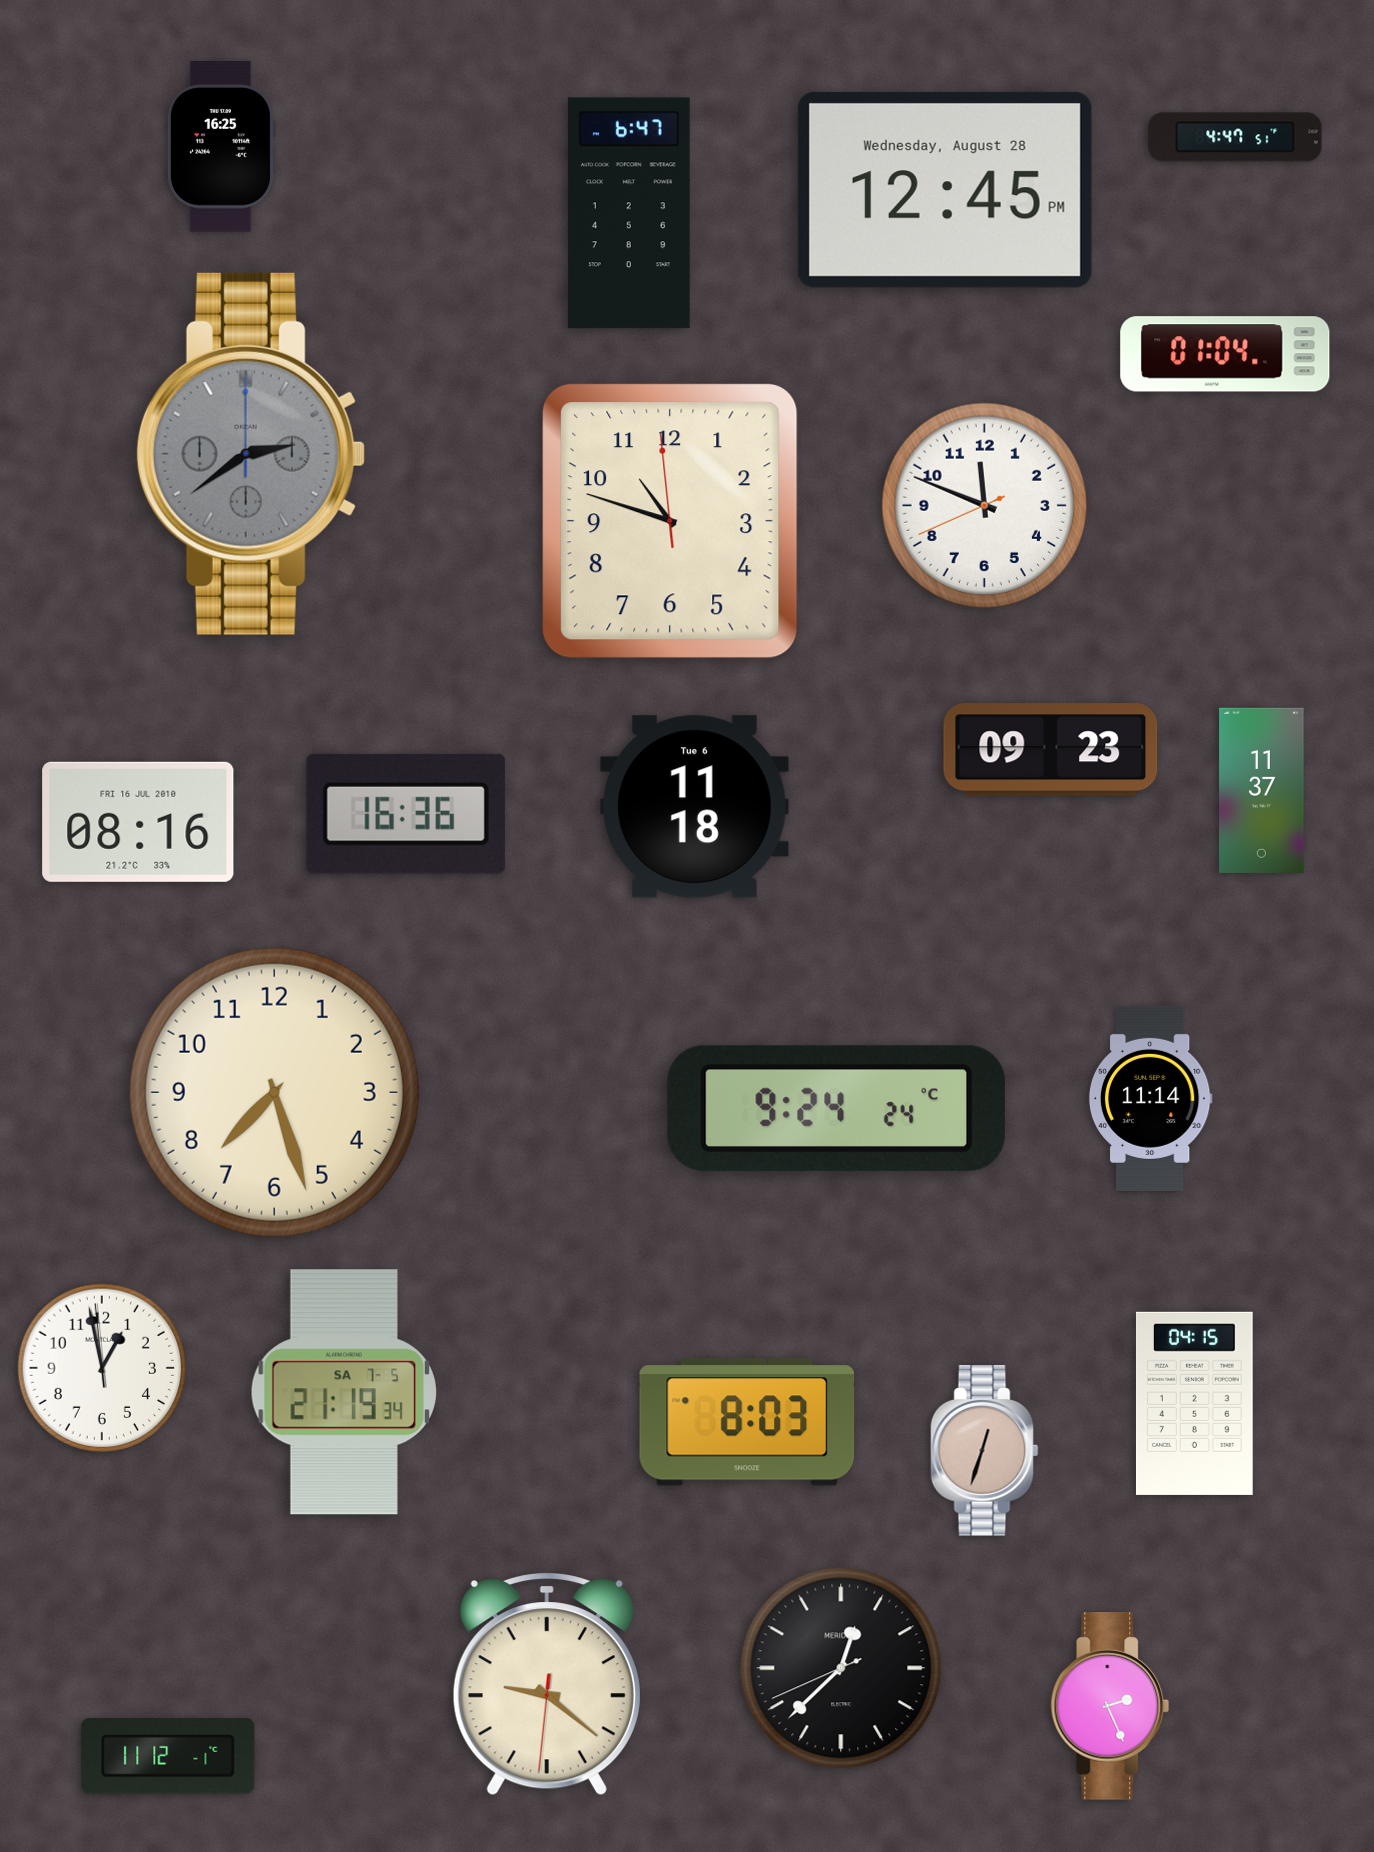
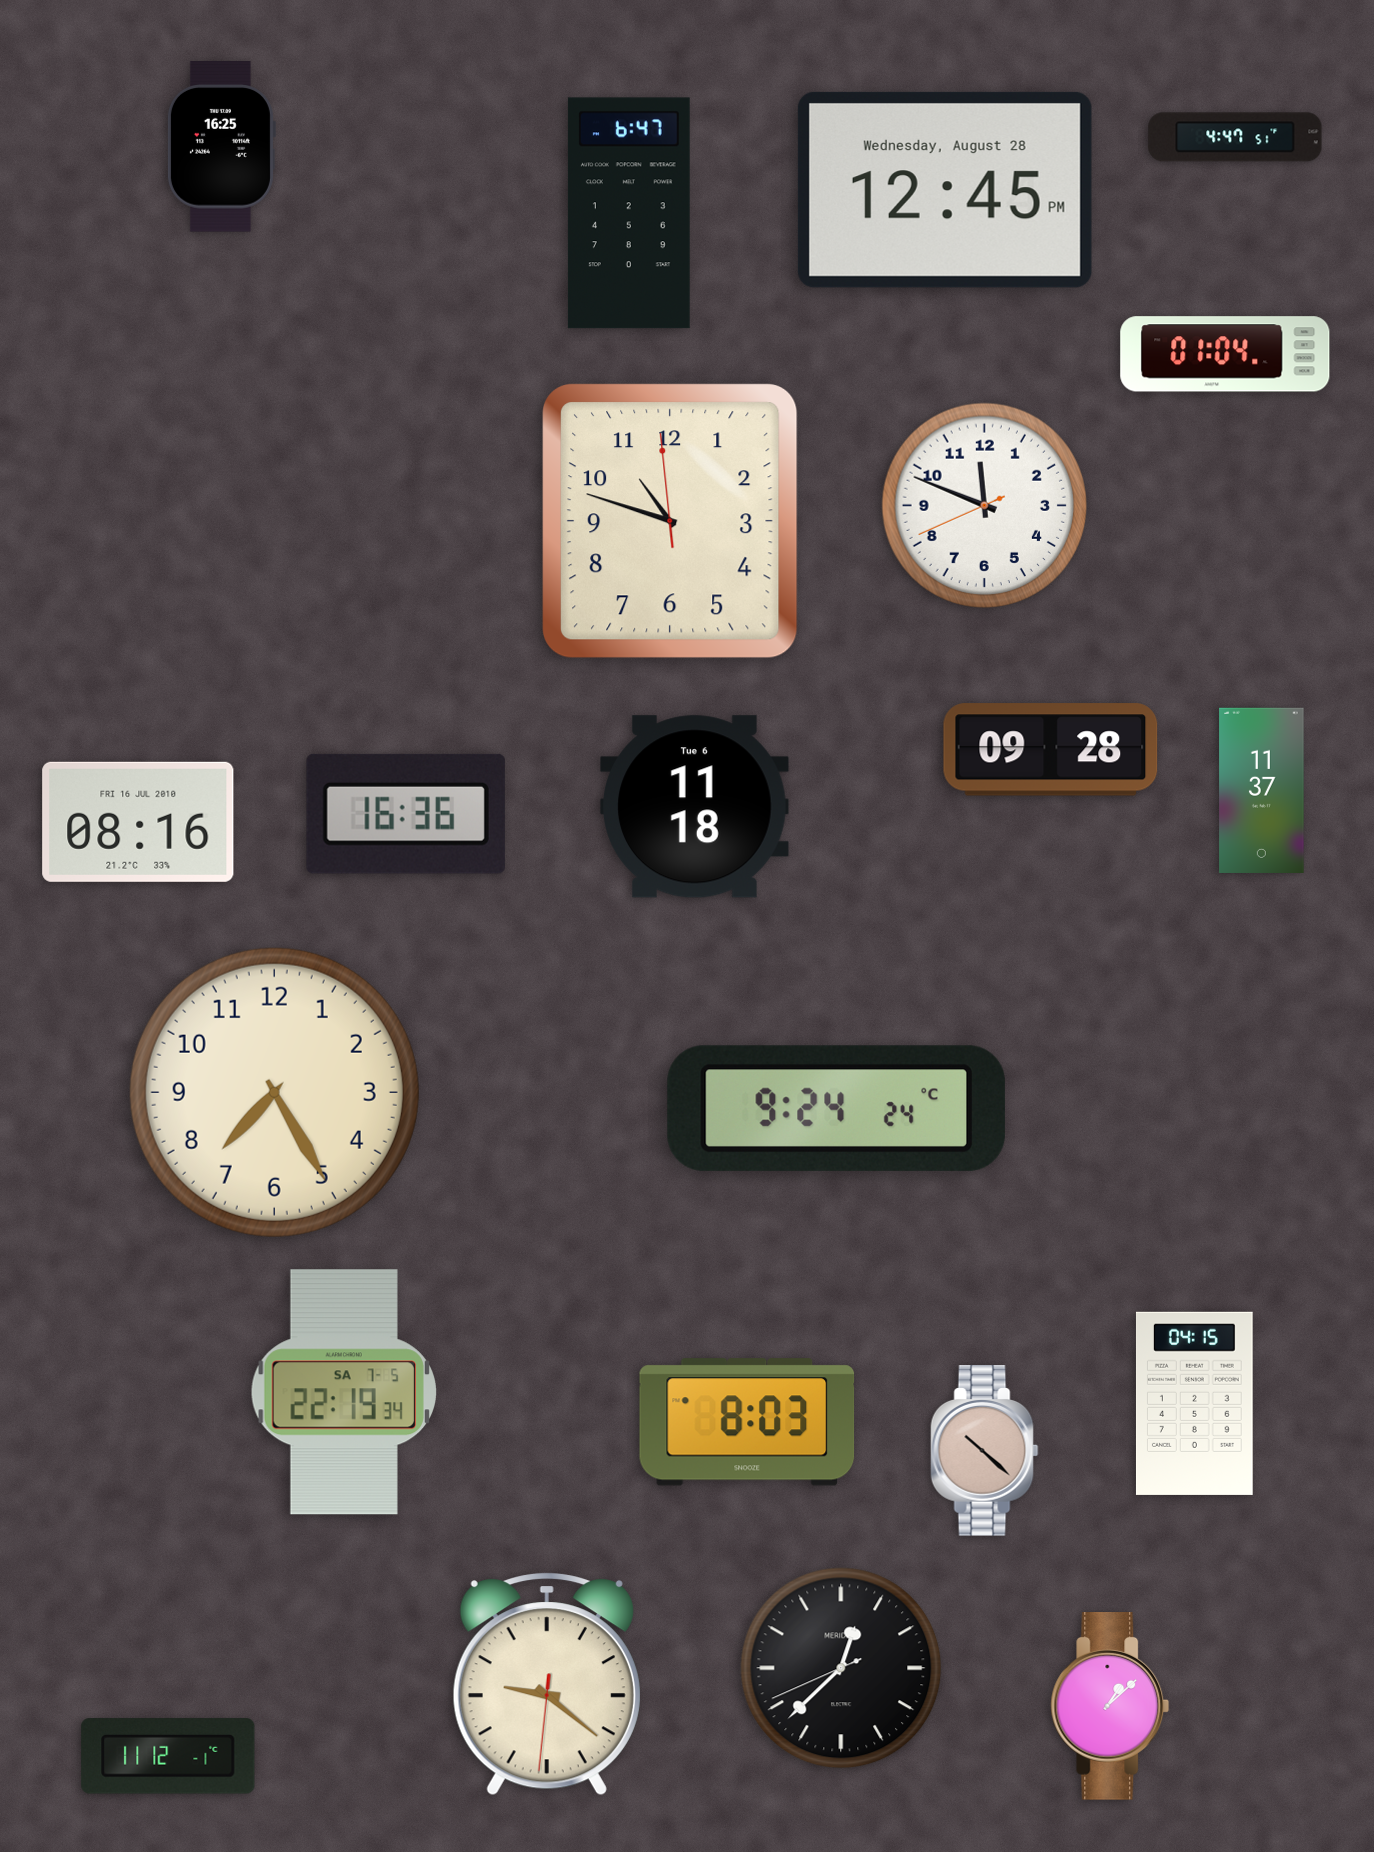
clock at (251, 454): 2:39 -> none
clock at (1051, 750): 09:23 -> 09:28
clock at (274, 1092): 7:27 -> 7:25
clock at (1150, 1098): 11:14 -> none
clock at (101, 1367): 12:57 -> none
clock at (344, 1392): 21:19 -> 22:19
clock at (985, 1451): 12:33 -> 10:22
clock at (1110, 1707): 2:26 -> 1:08
